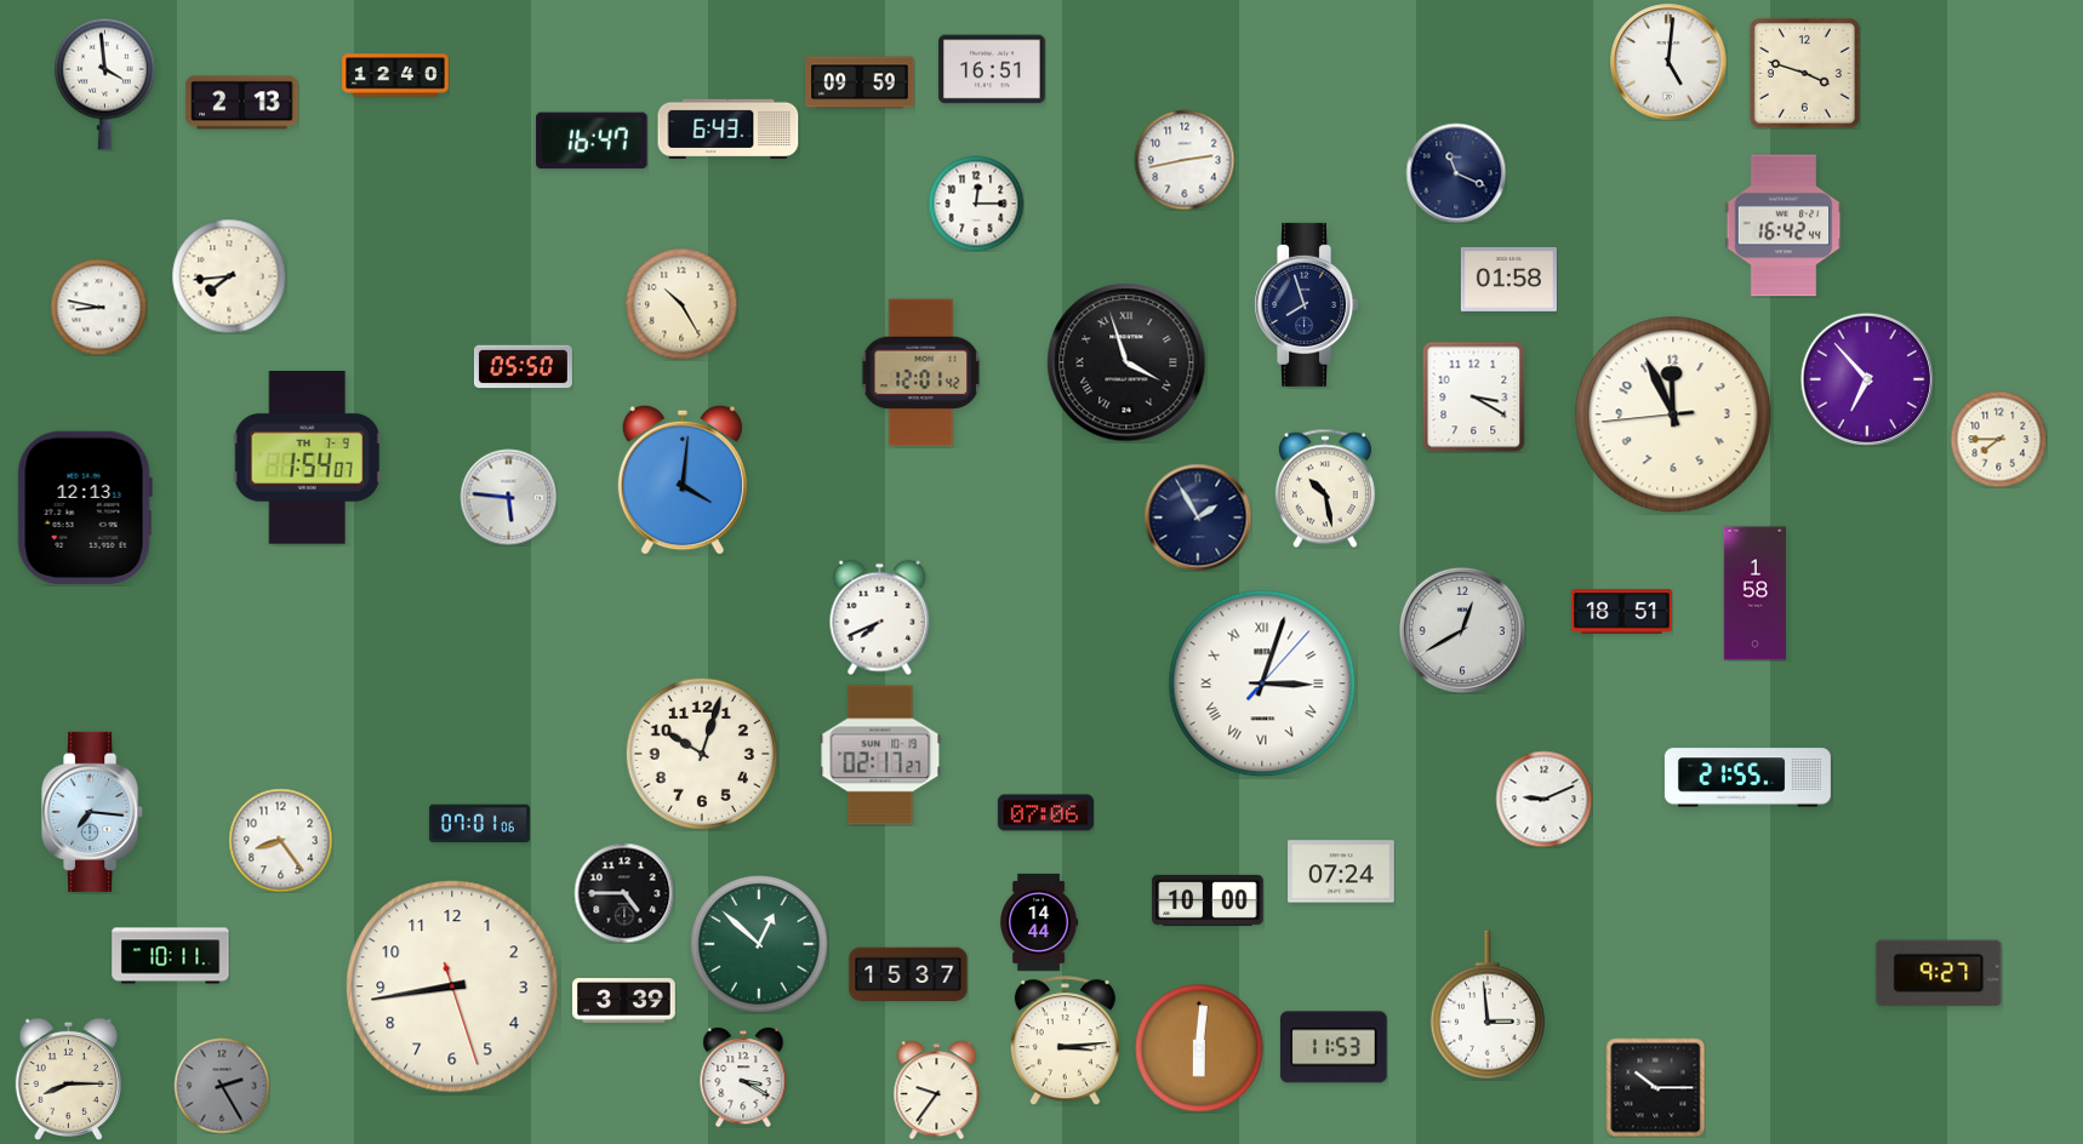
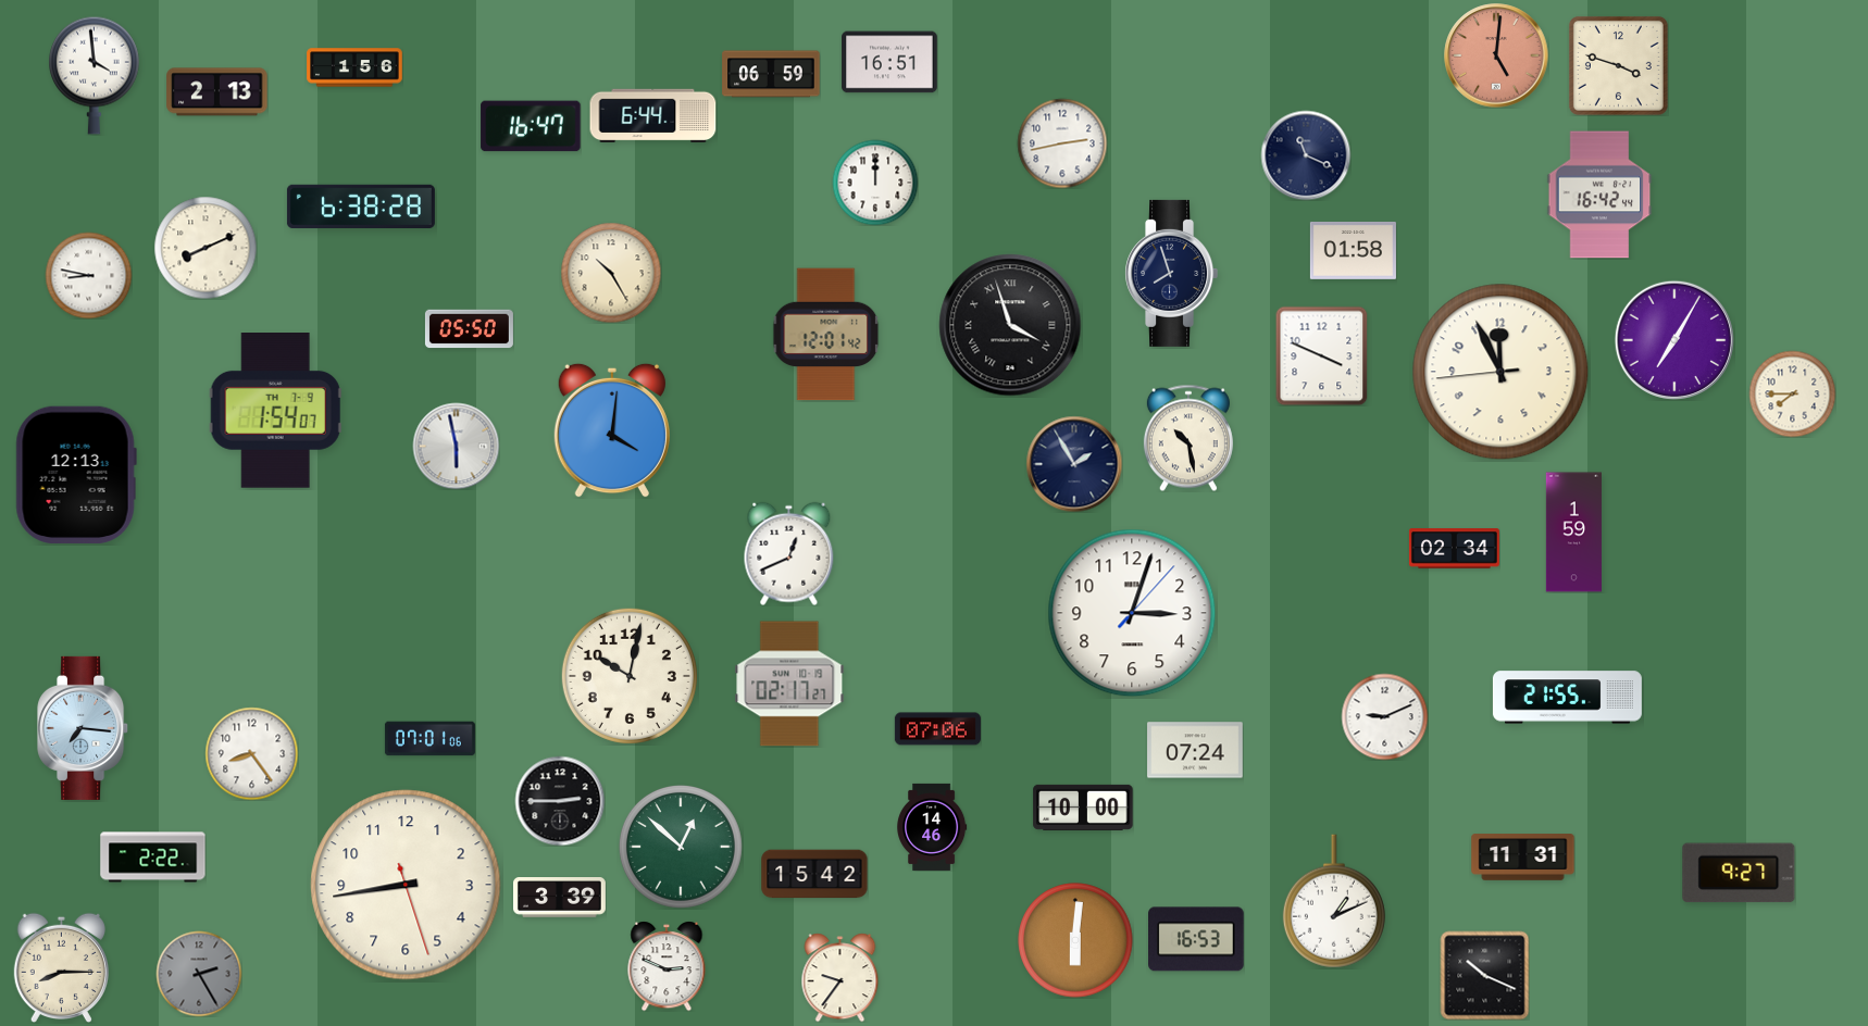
clock at (1668, 62) dial: white -> salmon
clock at (395, 75): 12:40 -> 1:56
clock at (860, 82): 09:59 -> 06:59
clock at (729, 130): 6:43 -> 6:44
clock at (976, 204): 12:15 -> 12:00
clock at (1784, 225) position: (1784, 225) -> (1599, 195)
clock at (361, 205): none -> 6:38
clock at (229, 276): 7:44 -> 8:11
clock at (1867, 379): 6:53 -> 7:05
clock at (1474, 396): 3:20 -> 3:49
clock at (508, 497): 5:46 -> 5:58
clock at (85, 507) position: (85, 507) -> (76, 474)
clock at (1754, 594): 1:58 -> 1:59
clock at (1621, 612): 18:51 -> 02:34
clock at (880, 617): 7:41 -> 12:41
clock at (1462, 630): 12:40 -> none
clock at (1262, 683) numerals: Roman -> Arabic
clock at (702, 754): 10:03 -> 10:02
clock at (880, 755) position: (880, 755) -> (789, 684)
clock at (1341, 871) position: (1341, 871) -> (1195, 750)
clock at (624, 893): 4:45 -> 2:45
clock at (1039, 922): 14:44 -> 14:46
clock at (171, 956): 10:11 -> 2:22
clock at (1523, 858): none -> 11:31
clock at (908, 974): 15:37 -> 15:42
clock at (1488, 1005): 2:59 -> 1:11
clock at (1065, 1041): 3:14 -> none
clock at (1335, 1047): 11:53 -> 16:53
clock at (743, 1077): 3:20 -> 2:49
clock at (1655, 1087): 10:15 -> 10:19
